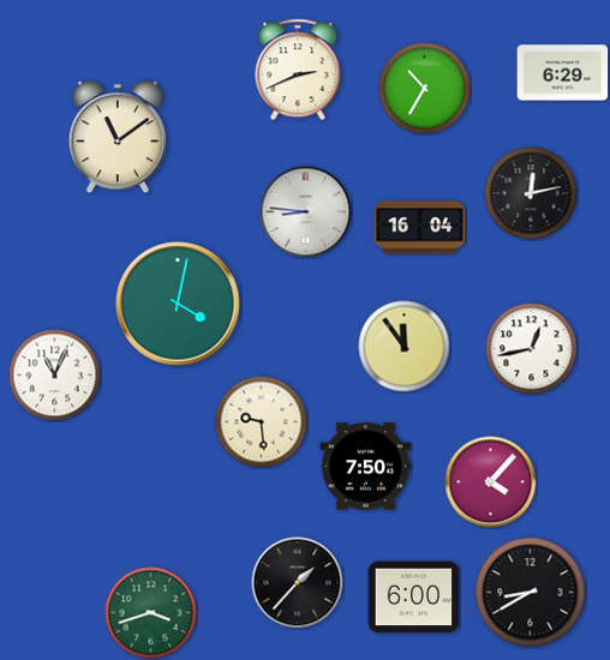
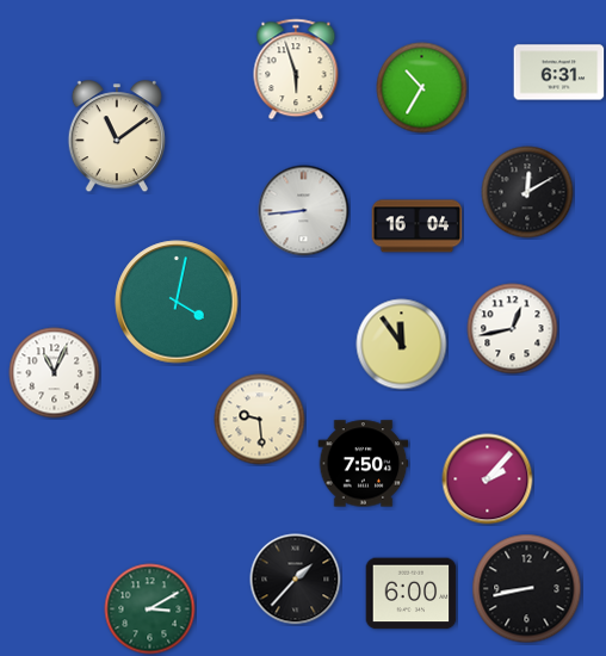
clock at (298, 70): 2:41 -> 5:57
clock at (563, 73): 6:29 -> 6:31
clock at (531, 193): 12:13 -> 12:10
clock at (306, 212): 8:46 -> 8:44
clock at (532, 349) position: (532, 349) -> (513, 329)
clock at (491, 482): 4:07 -> 2:07
clock at (531, 593): 8:40 -> 8:43
clock at (151, 613): 3:42 -> 3:10
